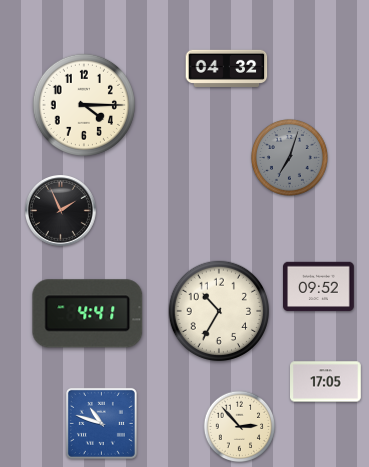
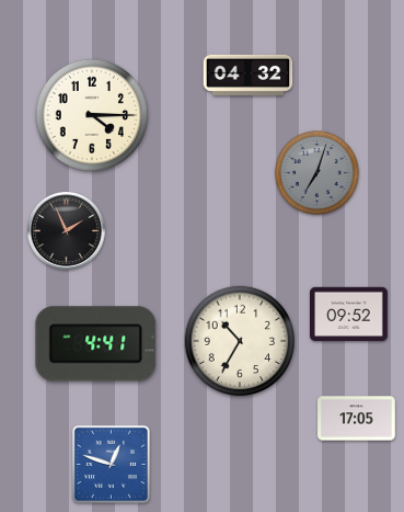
clock at (101, 423): 10:48 -> 12:48
clock at (240, 427): 2:53 -> none
